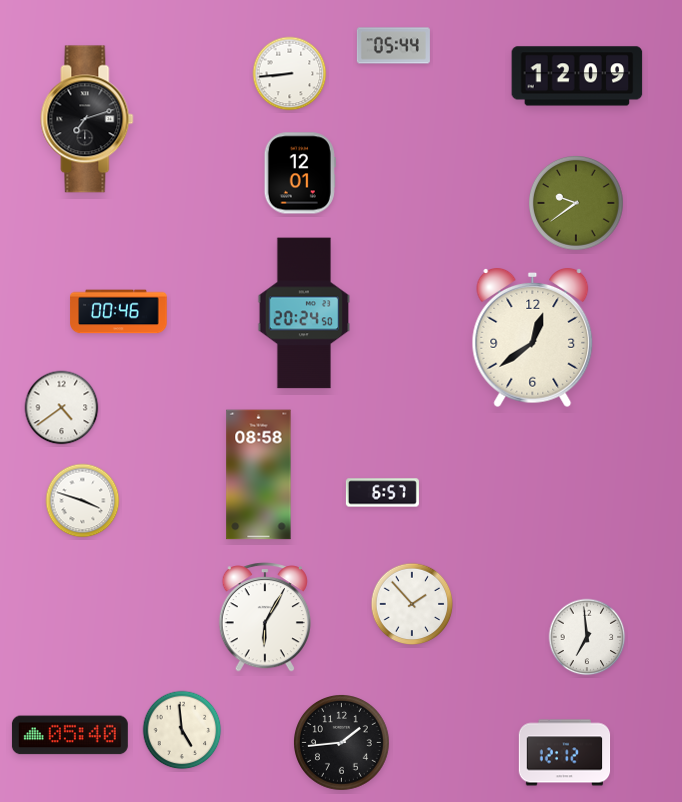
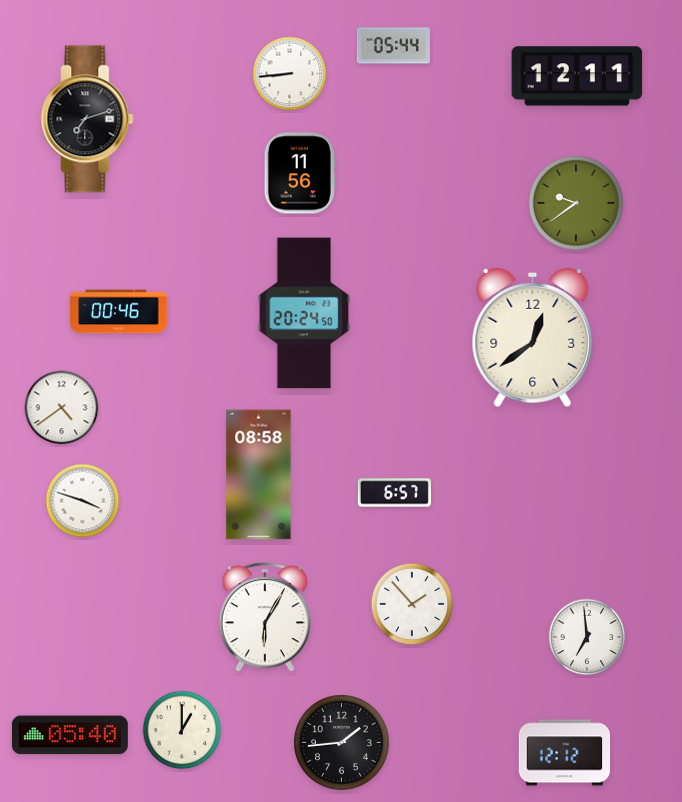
clock at (577, 76): 12:09 -> 12:11
clock at (300, 173): 12:01 -> 11:56
clock at (382, 493) position: (382, 493) -> (394, 493)
clock at (182, 730): 4:59 -> 1:00
